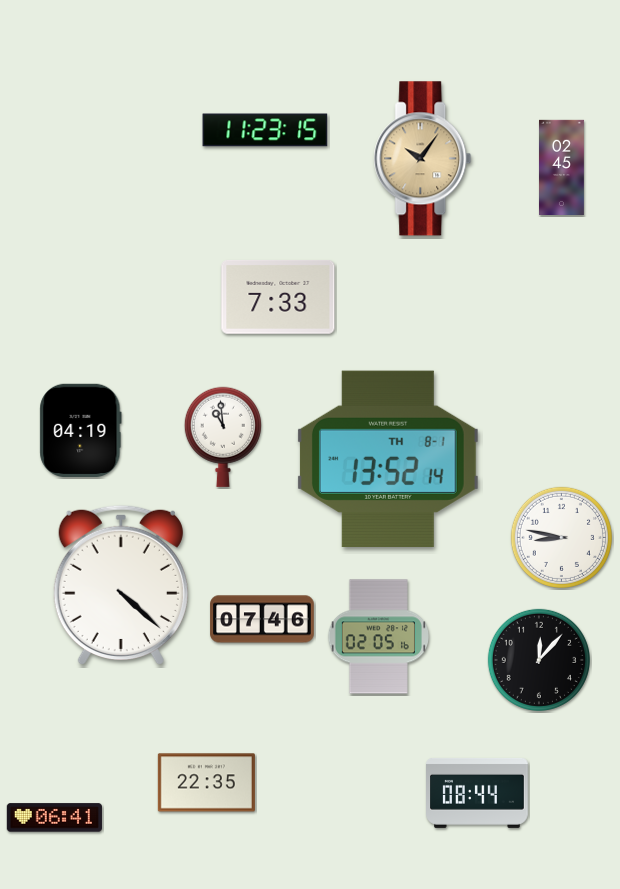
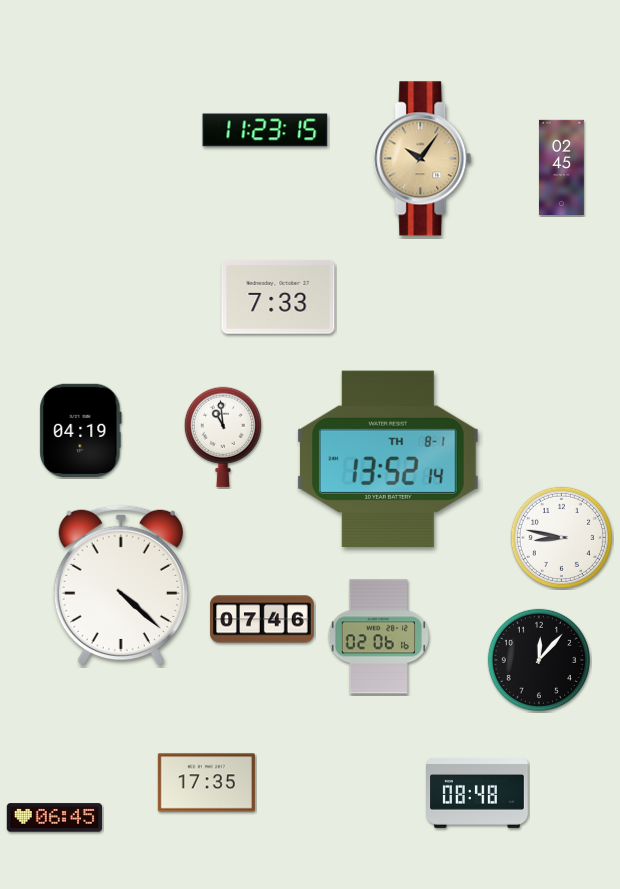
clock at (378, 637): 02:05 -> 02:06
clock at (206, 783): 22:35 -> 17:35
clock at (478, 793): 08:44 -> 08:48
clock at (54, 818): 06:41 -> 06:45
